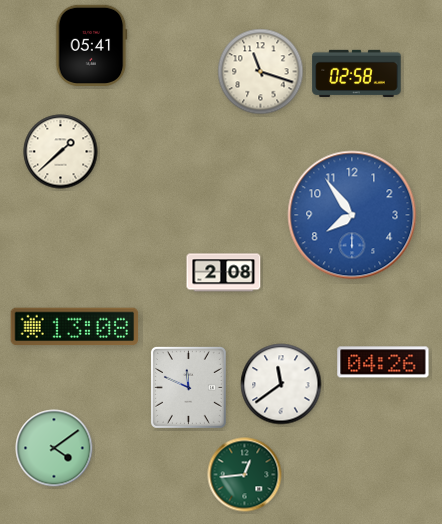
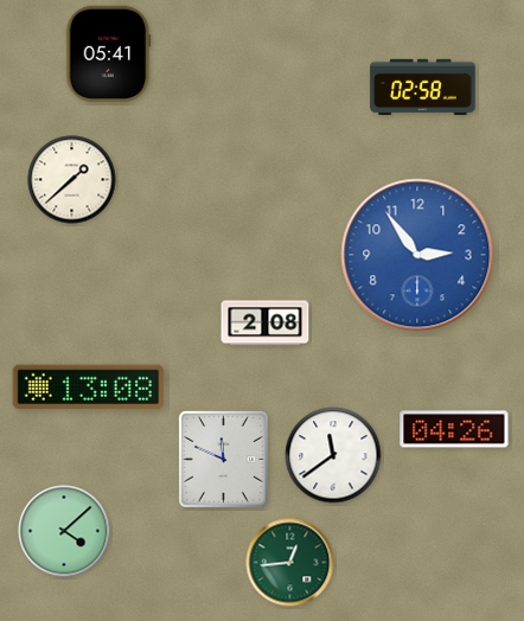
clock at (261, 72): 11:18 -> none
clock at (352, 215): 7:54 -> 2:54
clock at (54, 448): 4:09 -> 4:08
